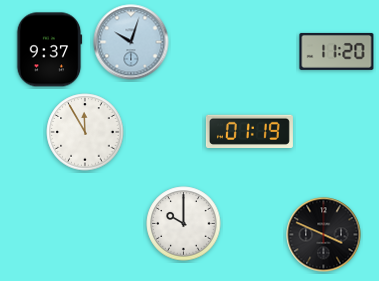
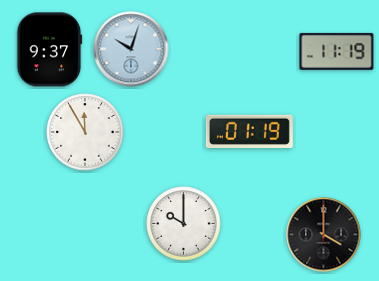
clock at (131, 42) position: (131, 42) -> (131, 49)
clock at (337, 51): 11:20 -> 11:19
clock at (324, 235): 3:49 -> 4:00
